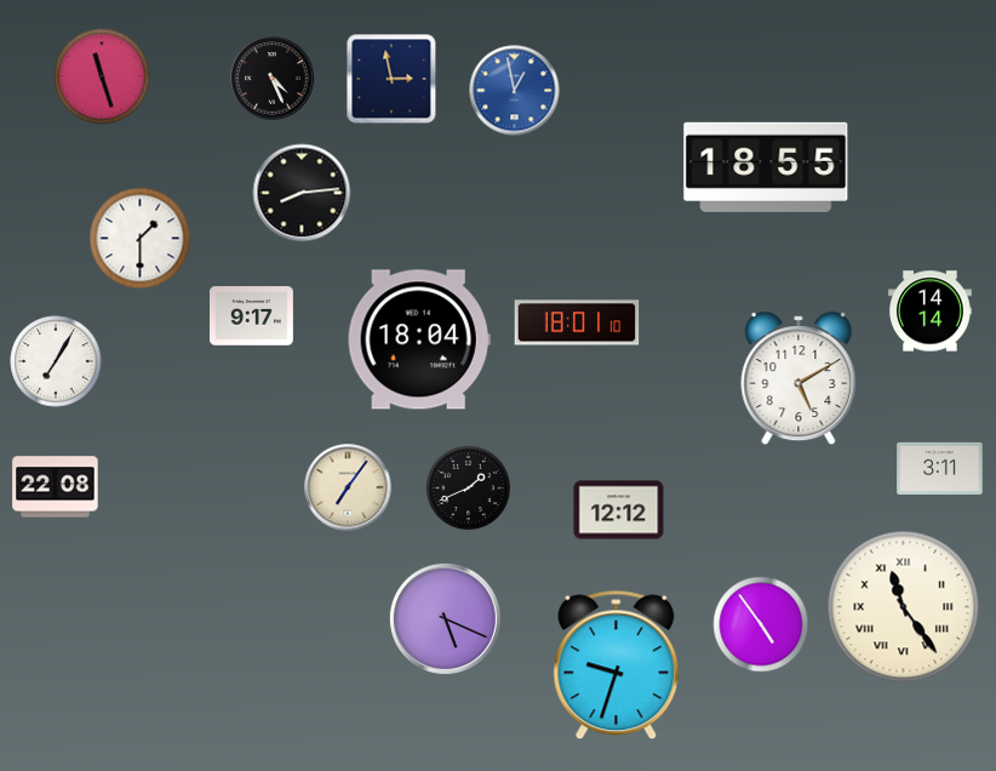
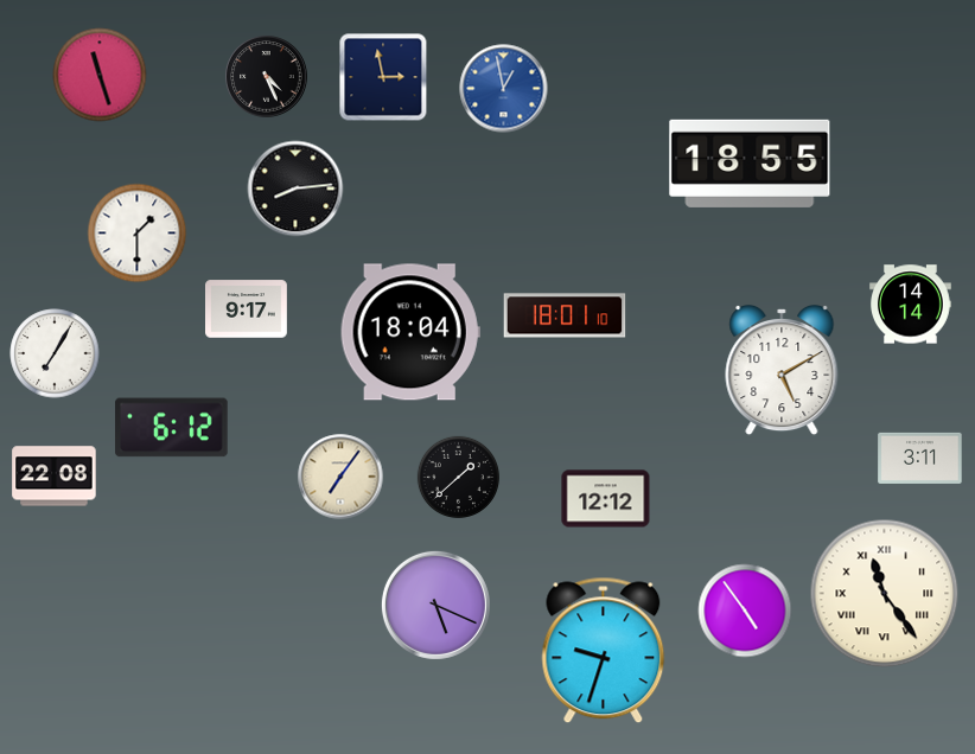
clock at (172, 428): none -> 6:12
clock at (468, 487): 1:41 -> 1:38
